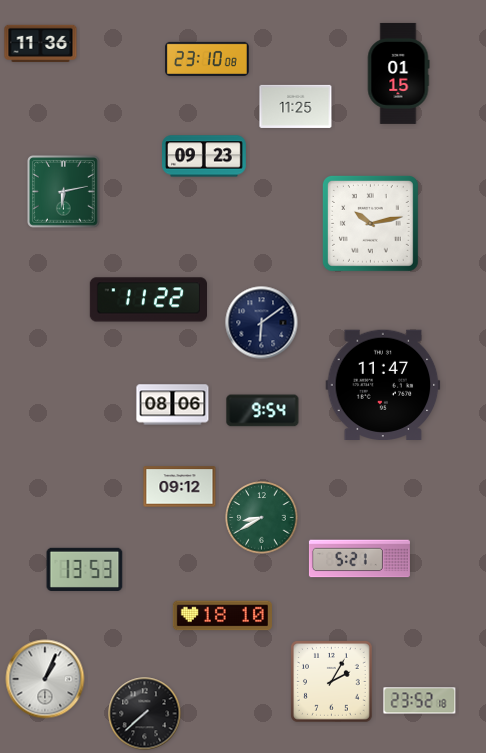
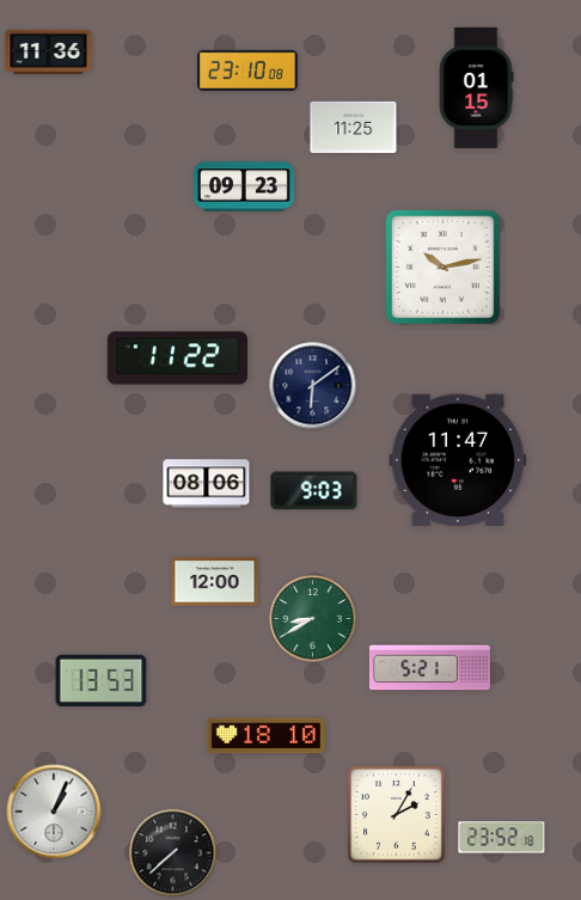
clock at (64, 192): 6:13 -> none
clock at (263, 411): 9:54 -> 9:03
clock at (180, 487): 09:12 -> 12:00
